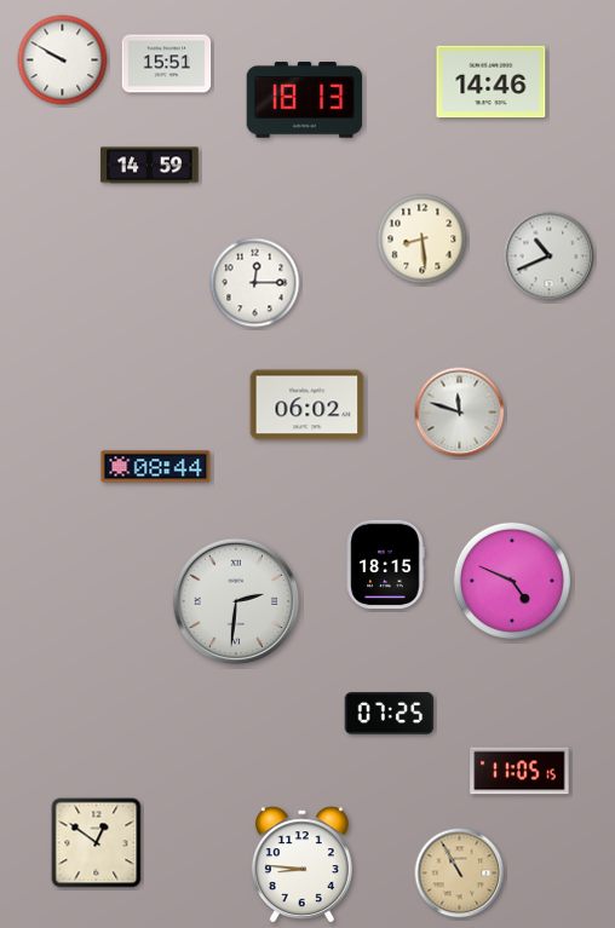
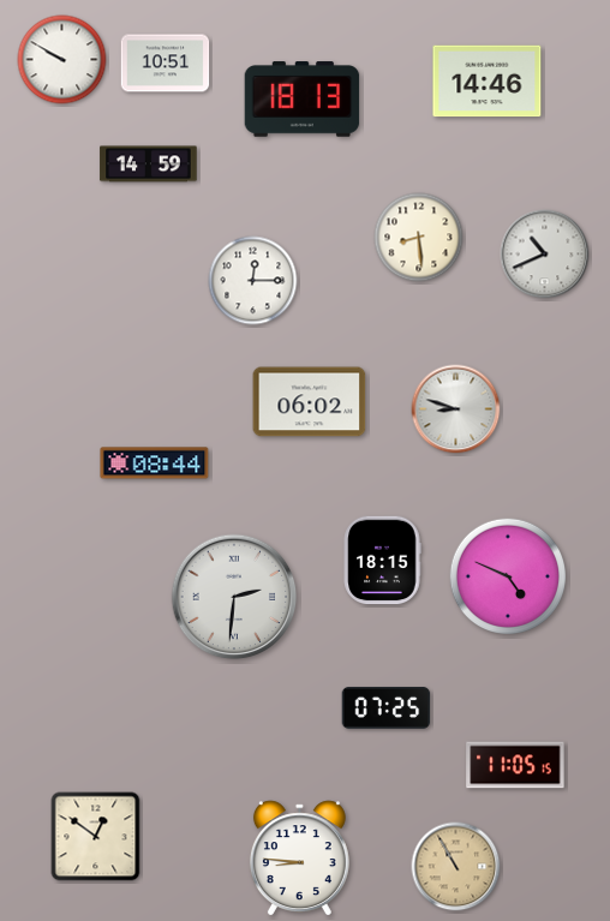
clock at (167, 64): 15:51 -> 10:51
clock at (307, 405) position: (307, 405) -> (310, 402)
clock at (460, 413): 11:48 -> 8:48
